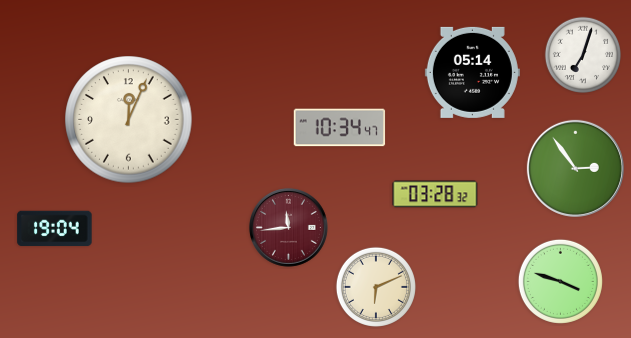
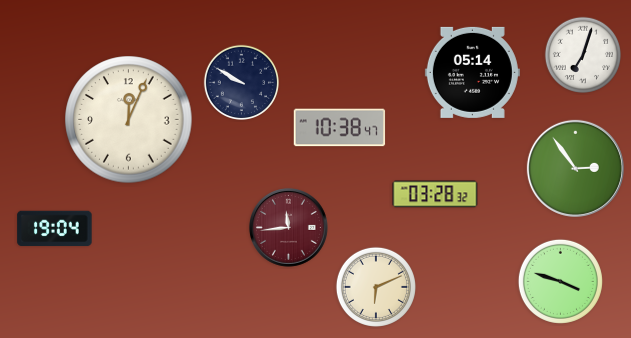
clock at (241, 82): none -> 9:50
clock at (340, 128): 10:34 -> 10:38
